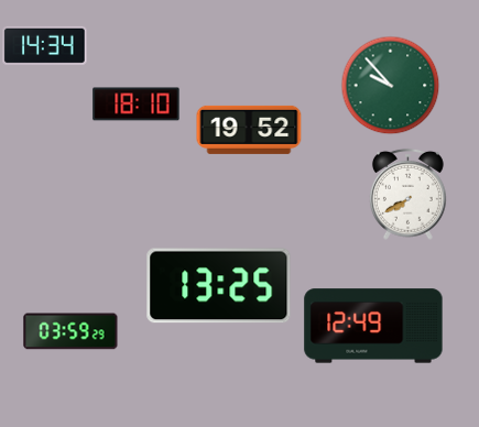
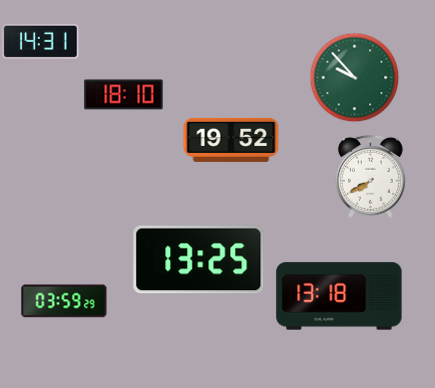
clock at (45, 45): 14:34 -> 14:31
clock at (249, 130) position: (249, 130) -> (231, 140)
clock at (373, 326): 12:49 -> 13:18
